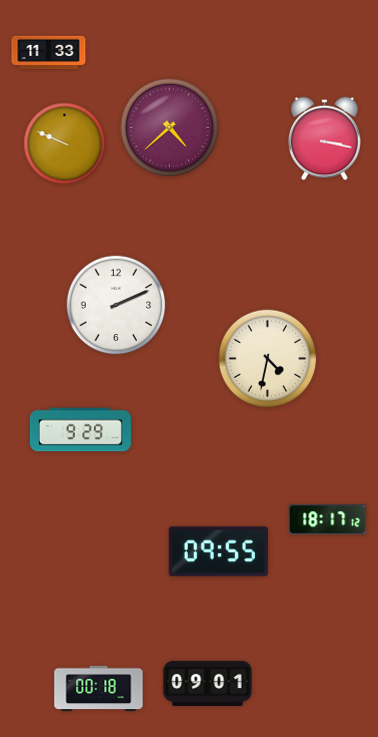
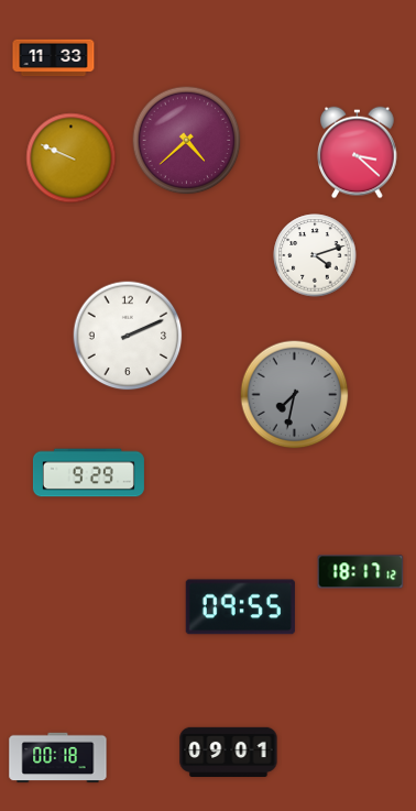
clock at (325, 139): 3:17 -> 3:22
clock at (315, 255): none -> 4:12
clock at (268, 359): 4:32 -> 7:32
clock at (268, 359) dial: cream -> grey
clock at (99, 689) position: (99, 689) -> (58, 758)
